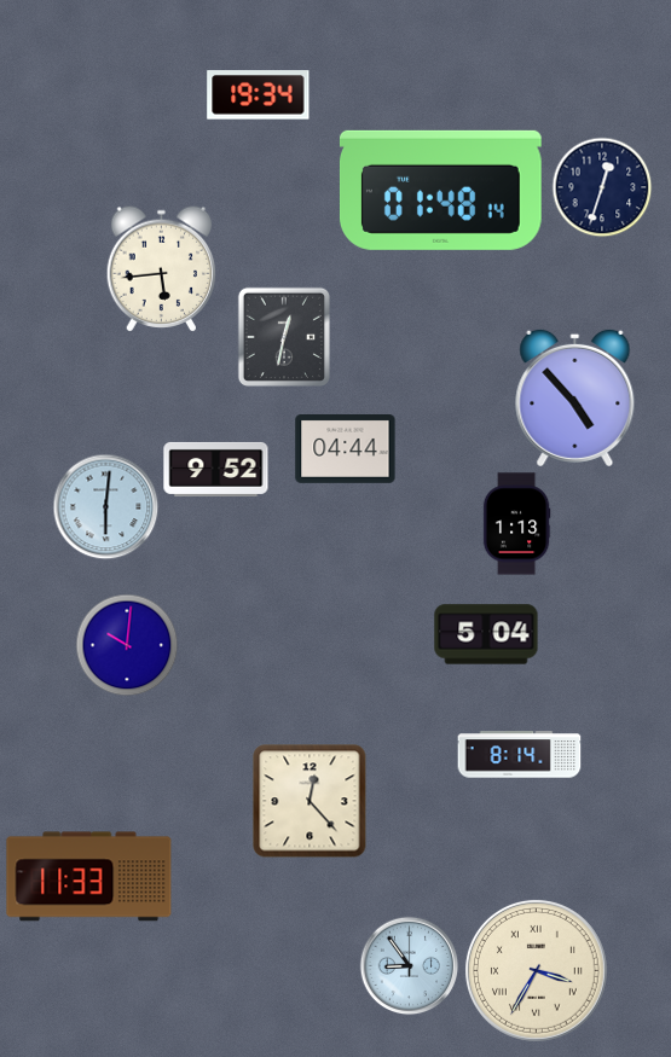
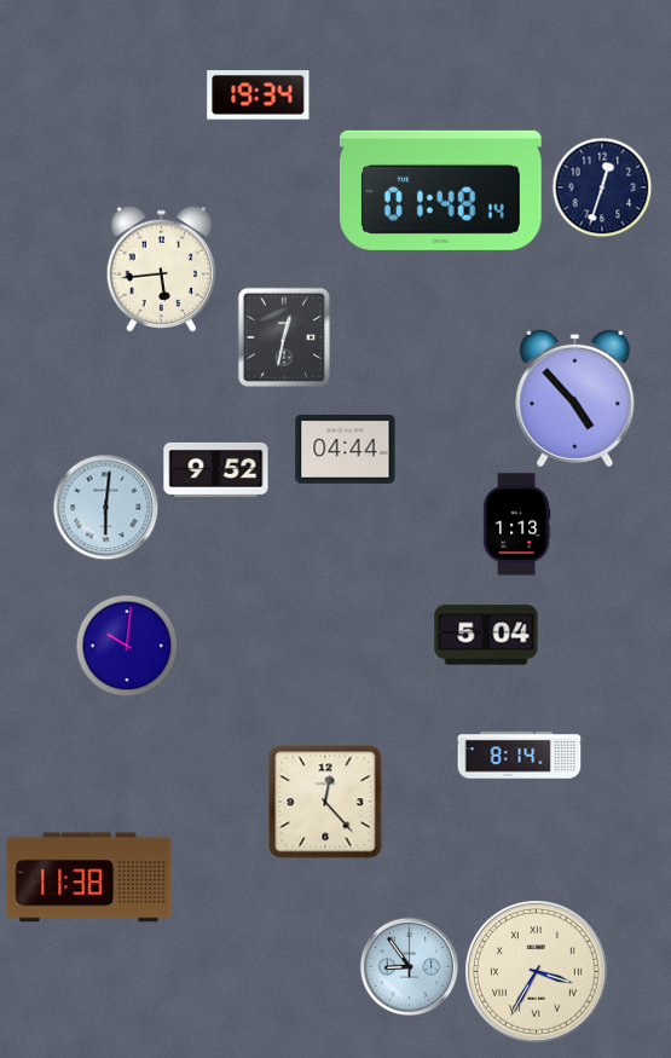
clock at (310, 801) position: (310, 801) -> (325, 802)
clock at (89, 877): 11:33 -> 11:38
